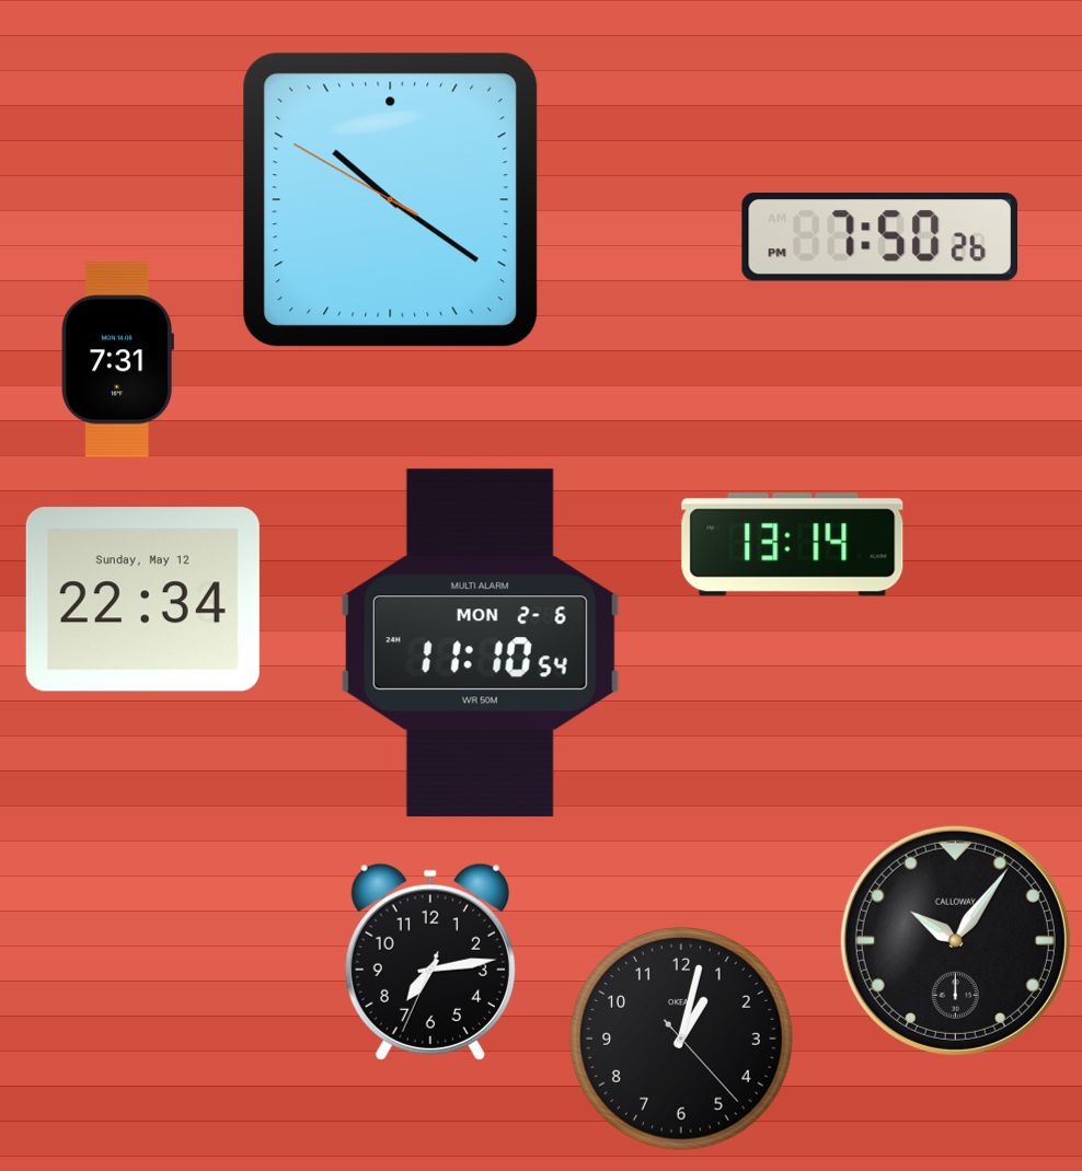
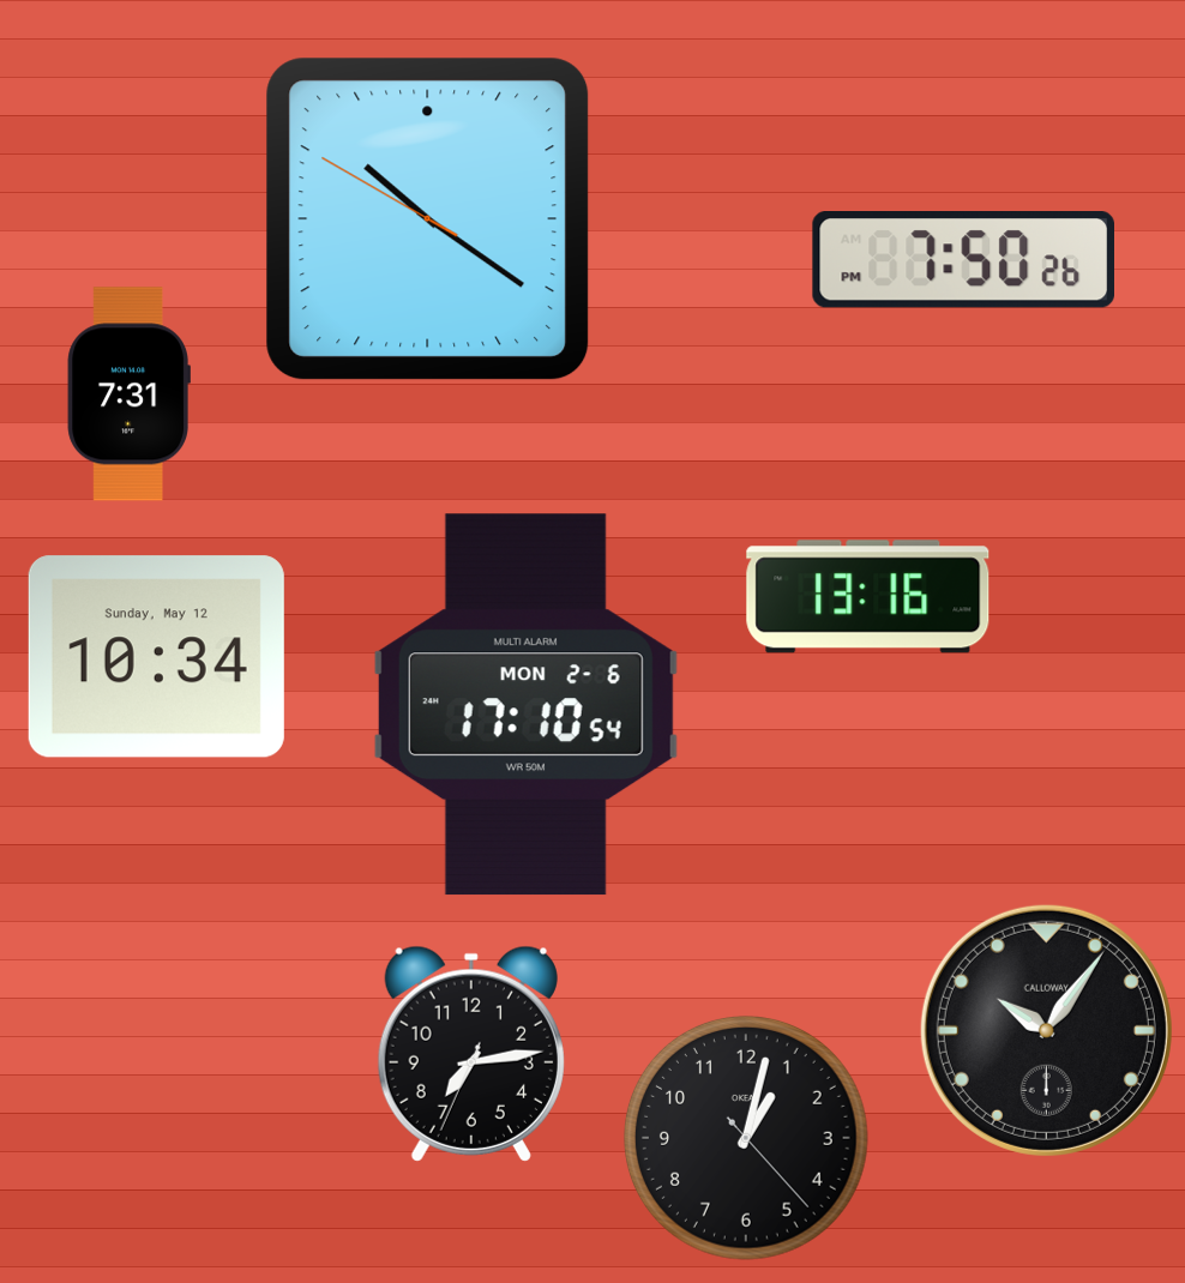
clock at (793, 545): 13:14 -> 13:16
clock at (142, 600): 22:34 -> 10:34
clock at (480, 644): 11:10 -> 17:10
